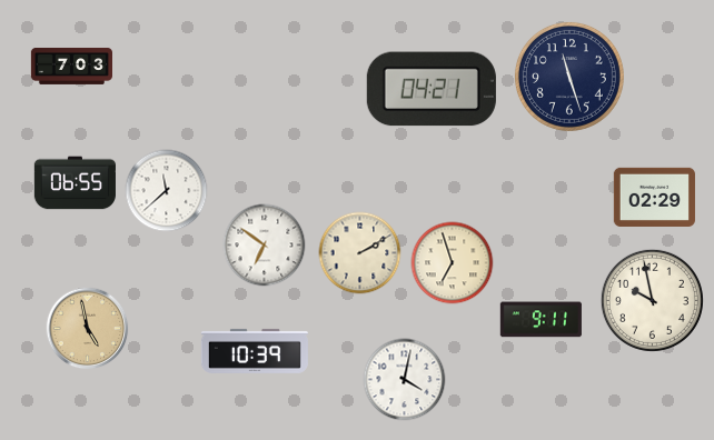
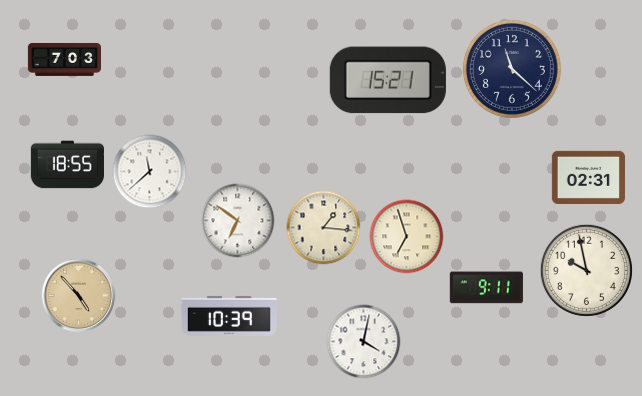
clock at (569, 77): 11:27 -> 11:22
clock at (432, 89): 04:21 -> 15:21
clock at (75, 183): 06:55 -> 18:55
clock at (654, 197): 02:29 -> 02:31
clock at (360, 253): 2:10 -> 1:16
clock at (88, 329): 4:58 -> 4:53
